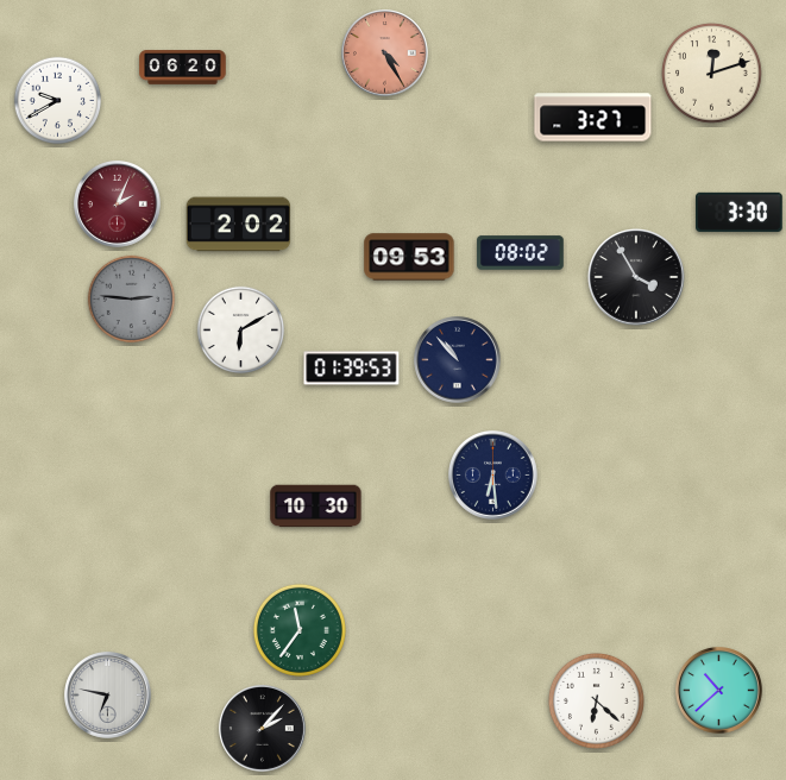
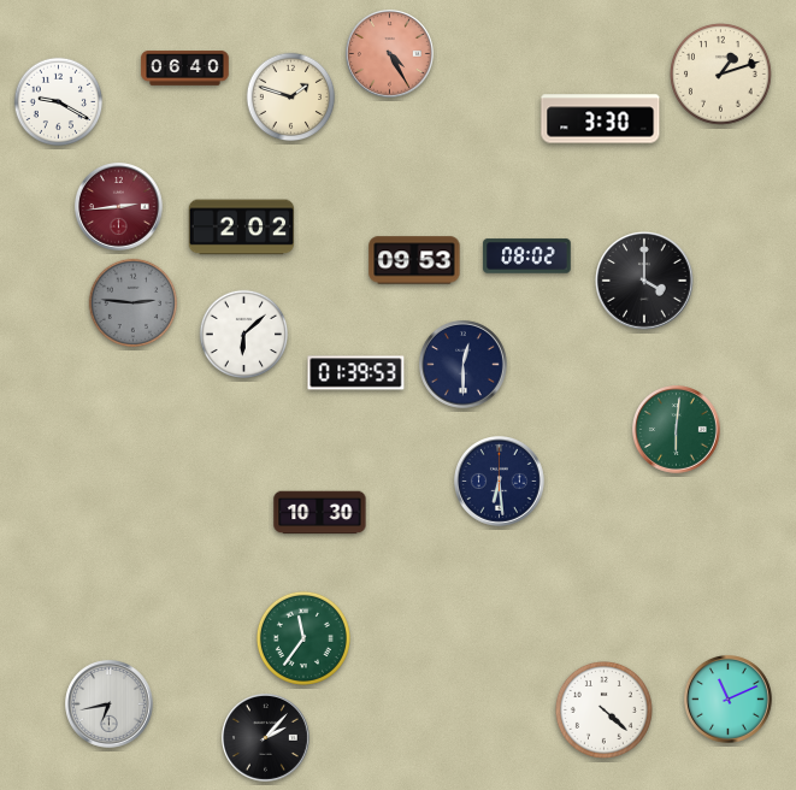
clock at (183, 68): 06:20 -> 06:40
clock at (712, 74): 12:12 -> 1:12
clock at (291, 98): none -> 1:48
clock at (58, 101): 9:40 -> 9:20
clock at (593, 118): 3:27 -> 3:30
clock at (118, 205): 2:04 -> 2:44
clock at (740, 212): 3:30 -> none
clock at (636, 277): 3:55 -> 4:00
clock at (241, 331): 6:10 -> 6:08
clock at (458, 360): 10:53 -> 12:30
clock at (677, 430): none -> 6:01
clock at (719, 691): 10:38 -> 11:11
clock at (108, 696): 6:47 -> 6:43
clock at (596, 700): 6:22 -> 4:22
